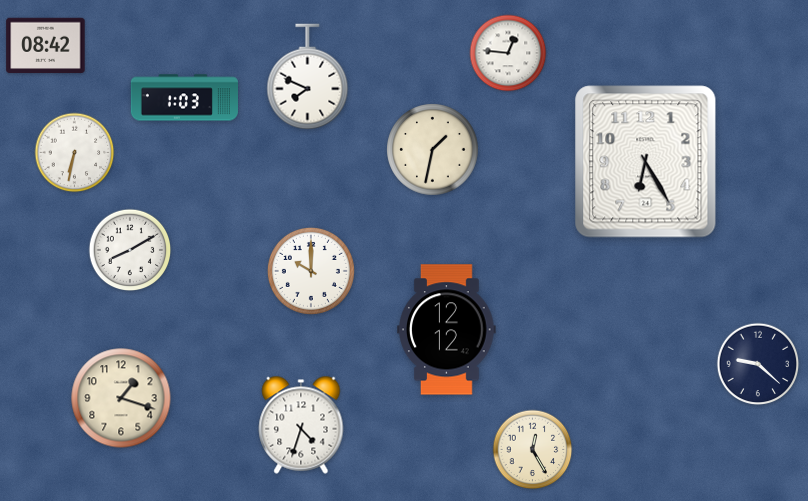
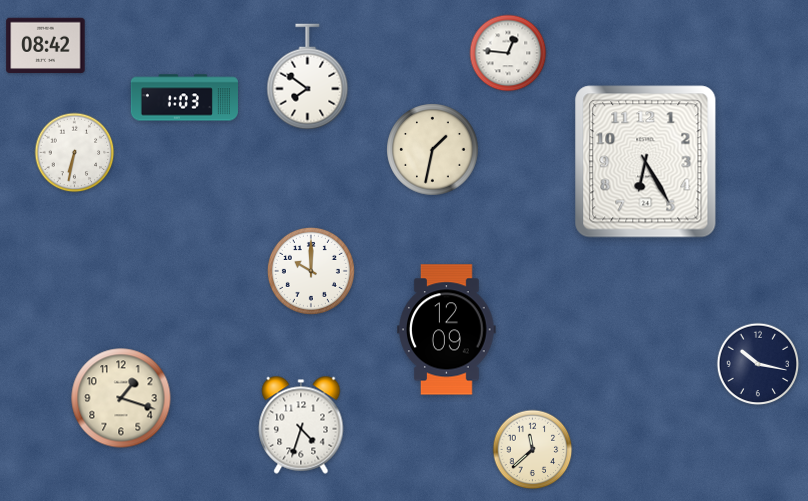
clock at (308, 77): 7:49 -> 7:51
clock at (130, 250): 8:10 -> none
clock at (447, 330): 12:12 -> 12:09
clock at (758, 364): 9:22 -> 10:17
clock at (533, 450): 12:25 -> 11:38
